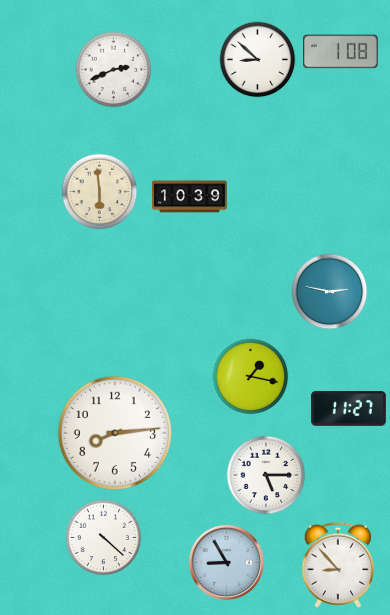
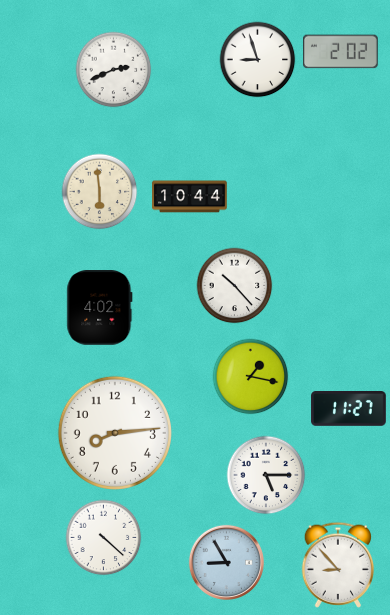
clock at (341, 52): 1:08 -> 2:02
clock at (258, 60): 8:52 -> 8:57
clock at (190, 197): 10:39 -> 10:44
clock at (235, 286): none -> 10:23
clock at (330, 292): 2:47 -> none
clock at (100, 308): none -> 4:02
